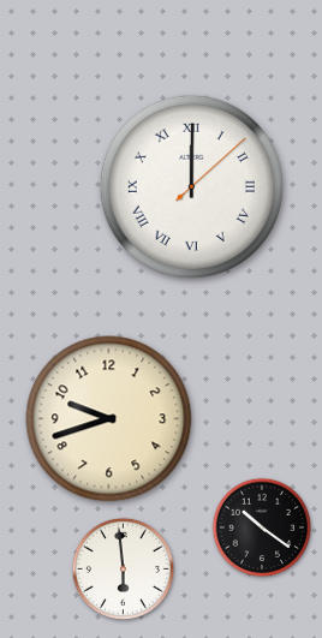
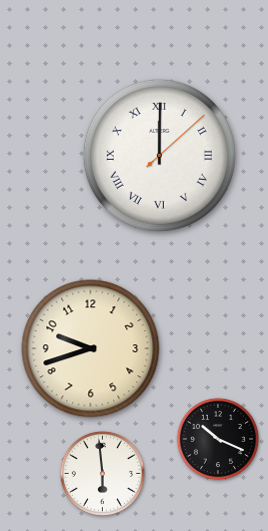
clock at (262, 527): 10:21 -> 10:19
